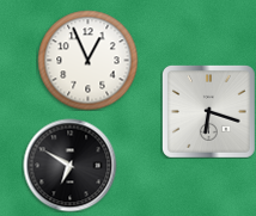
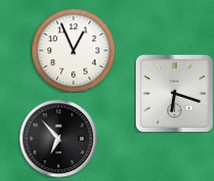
clock at (69, 165): 6:50 -> 6:53
